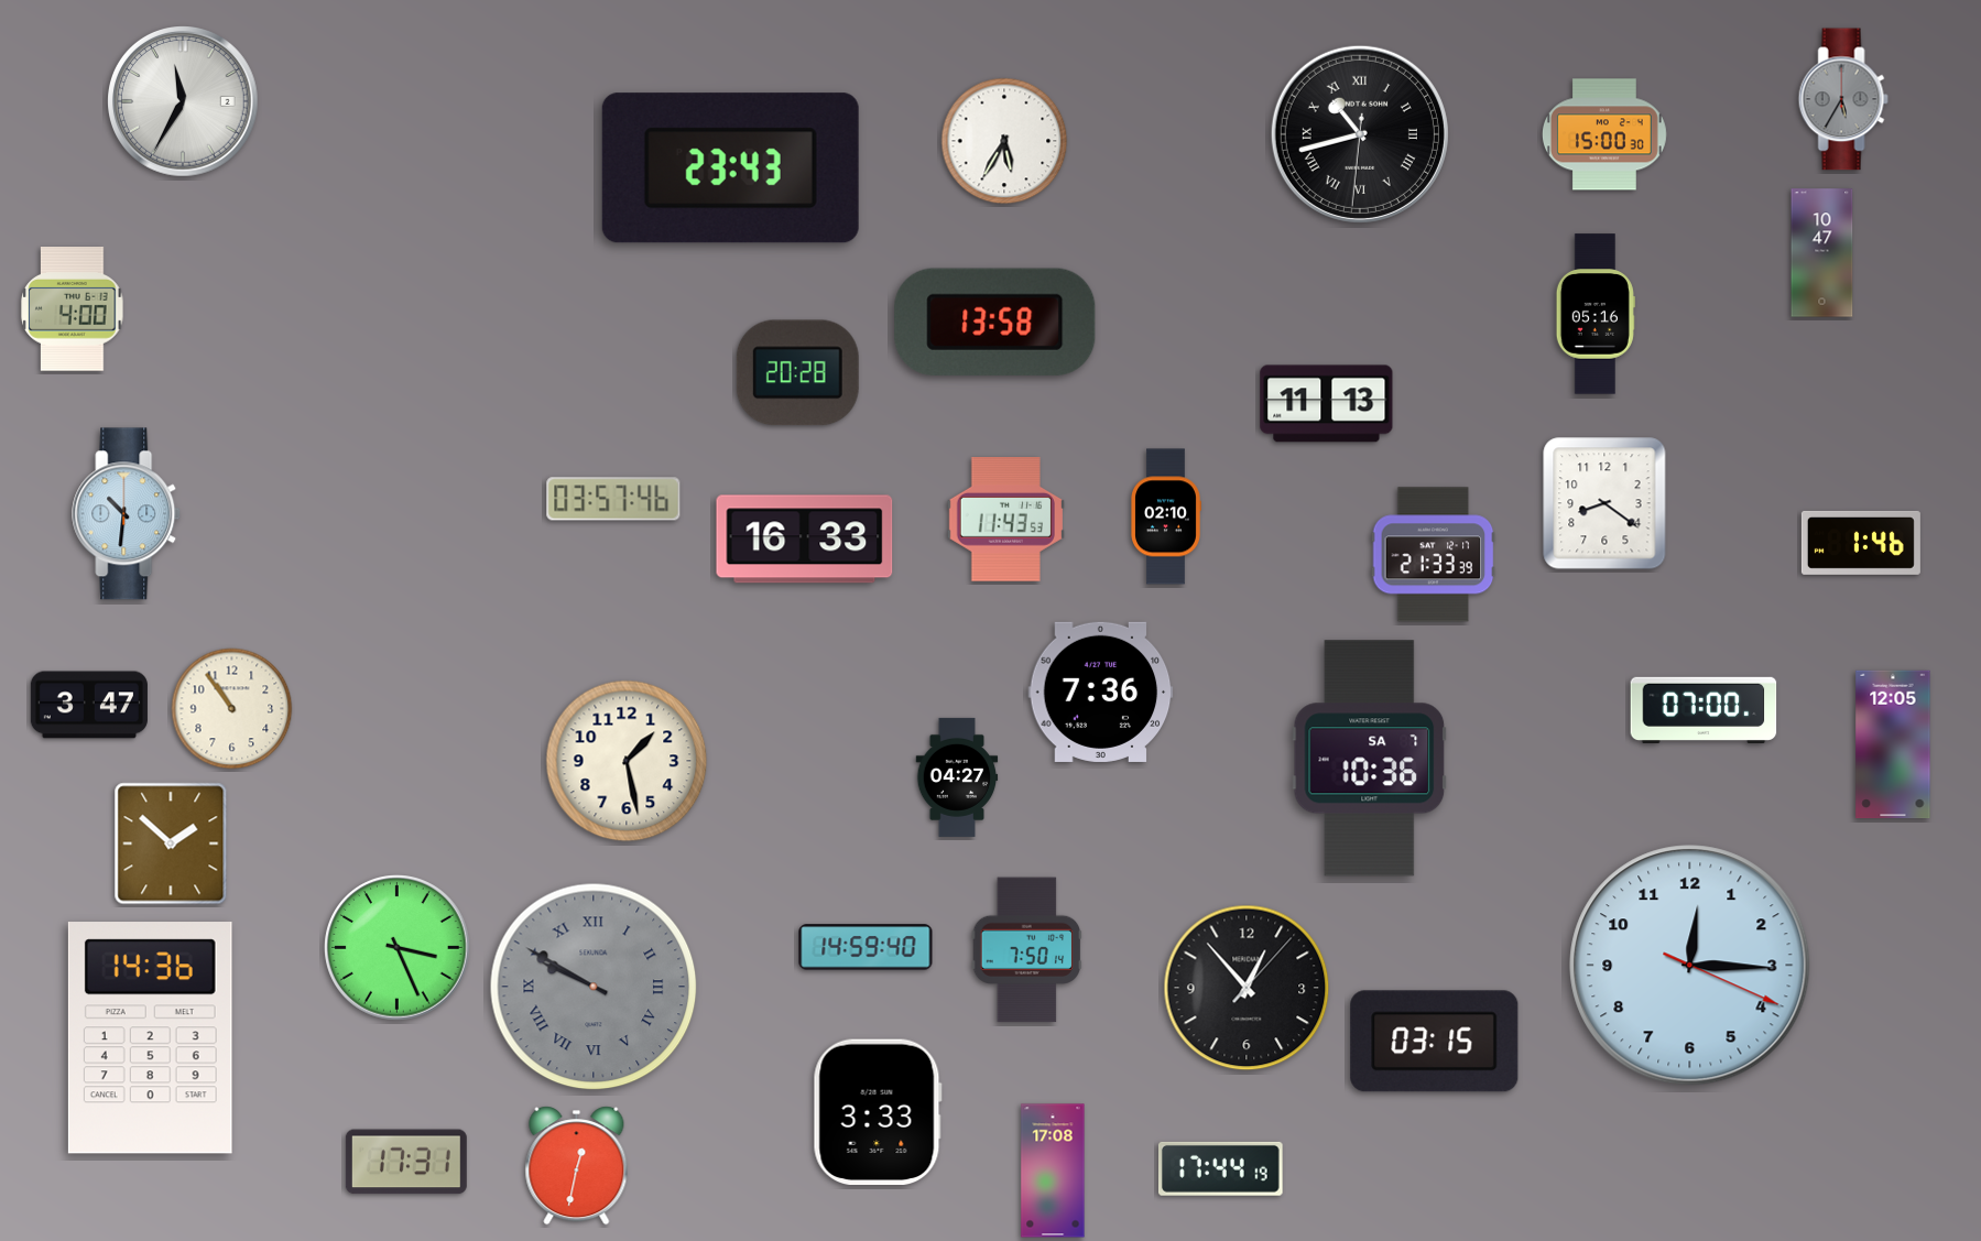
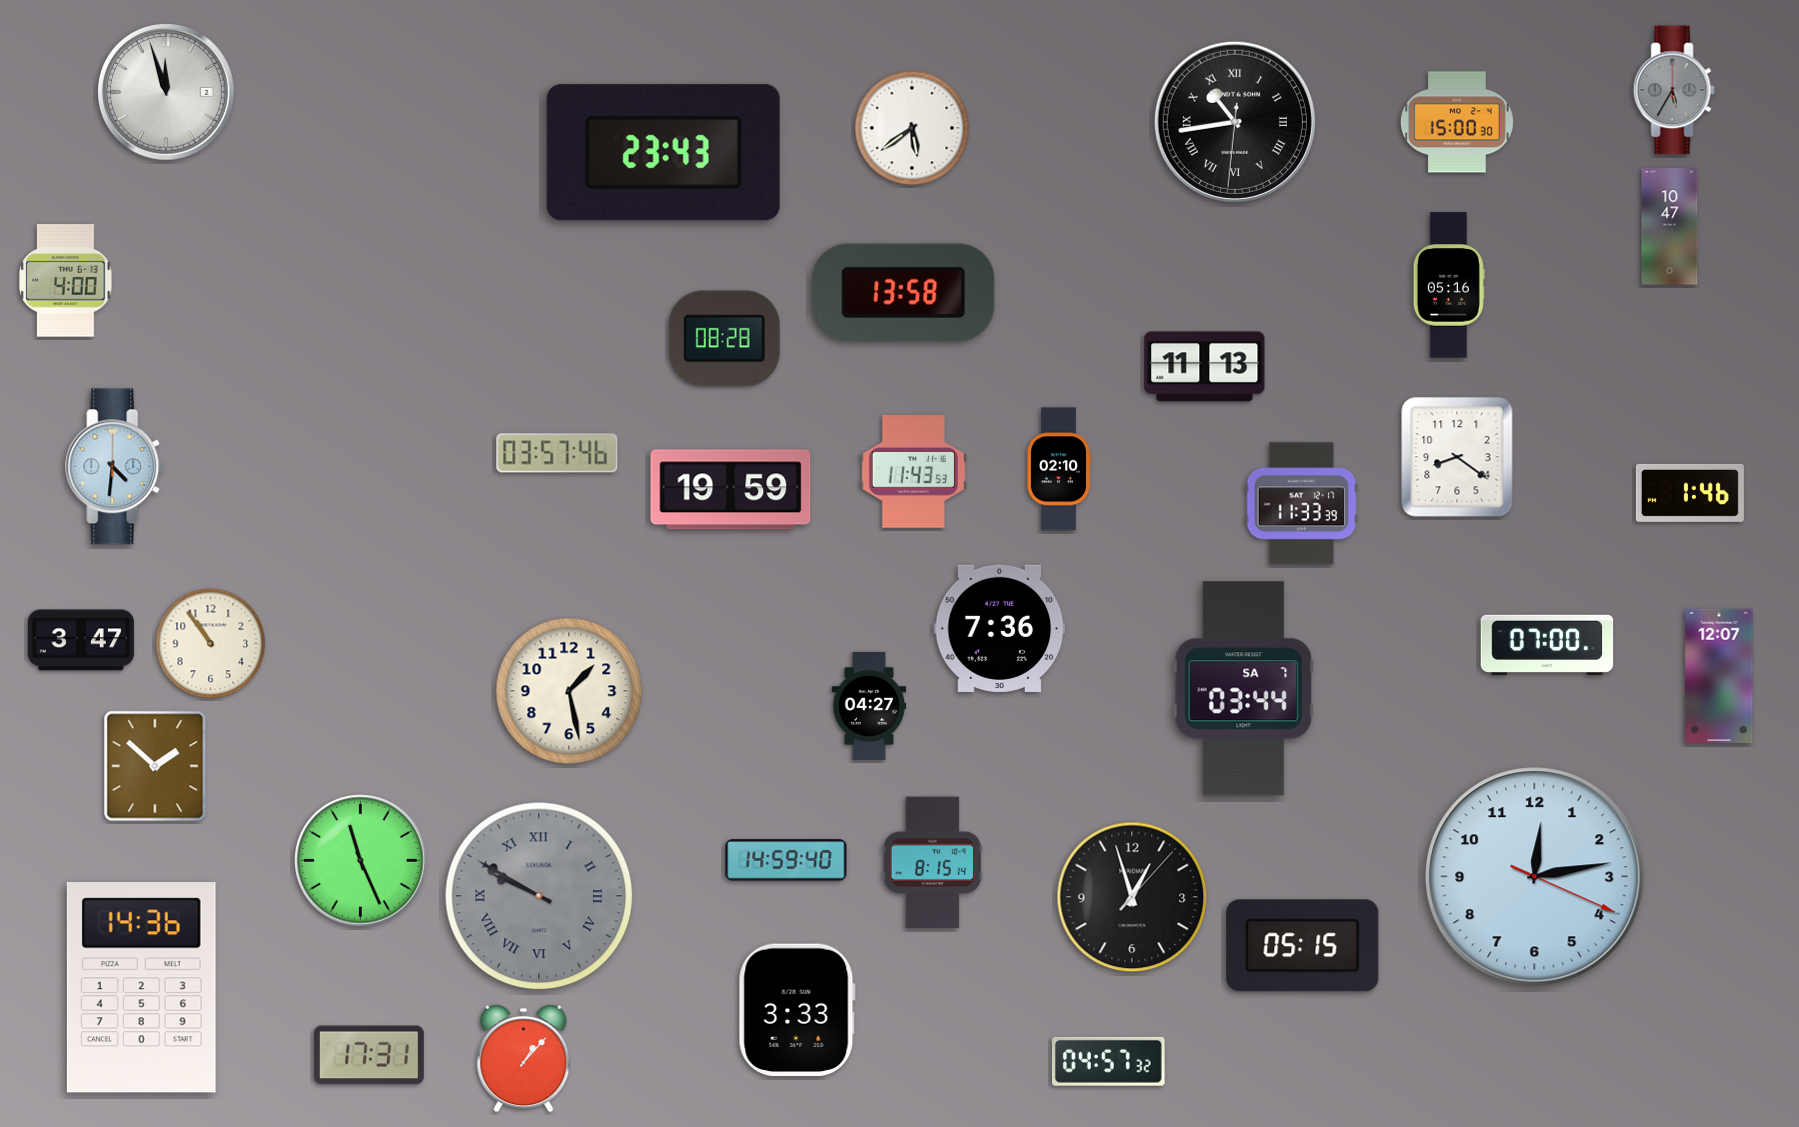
clock at (184, 102): 11:35 -> 11:57
clock at (1360, 134): 10:42 -> 10:43
clock at (1004, 141): 5:35 -> 5:39
clock at (1822, 253) position: (1822, 253) -> (1670, 227)
clock at (797, 373): 20:28 -> 08:28
clock at (127, 514): 10:31 -> 4:31
clock at (805, 540): 16:33 -> 19:59
clock at (1434, 555): 21:33 -> 11:33
clock at (1893, 744): 12:05 -> 12:07
clock at (1370, 759): 10:36 -> 03:44
clock at (398, 948): 3:26 -> 11:26
clock at (1026, 950): 7:50 -> 8:15
clock at (1690, 966): 12:15 -> 12:13
clock at (1247, 988): 12:53 -> 12:57
clock at (150, 1038) position: (150, 1038) -> (141, 988)
clock at (1435, 1042): 03:15 -> 05:15
clock at (577, 1166): 12:32 -> 1:07
clock at (1220, 1168): 17:44 -> 04:57
clock at (1053, 1171): 17:08 -> none
